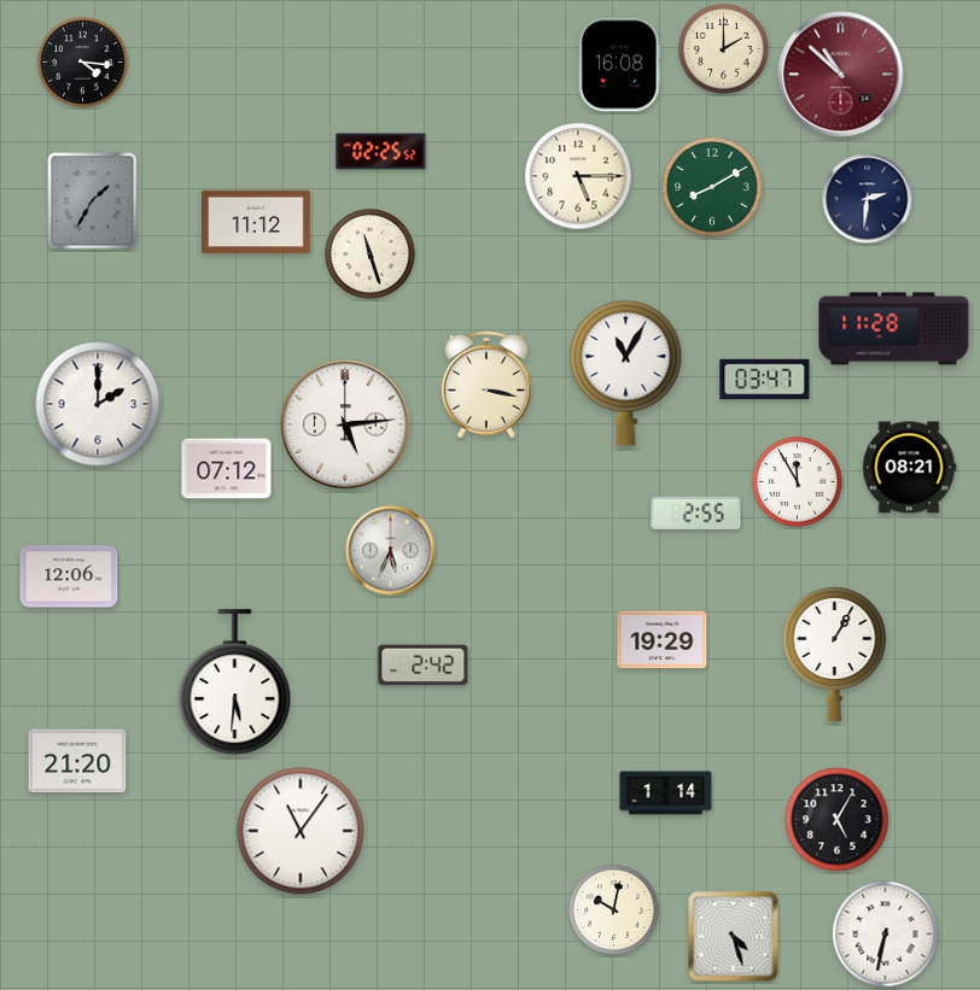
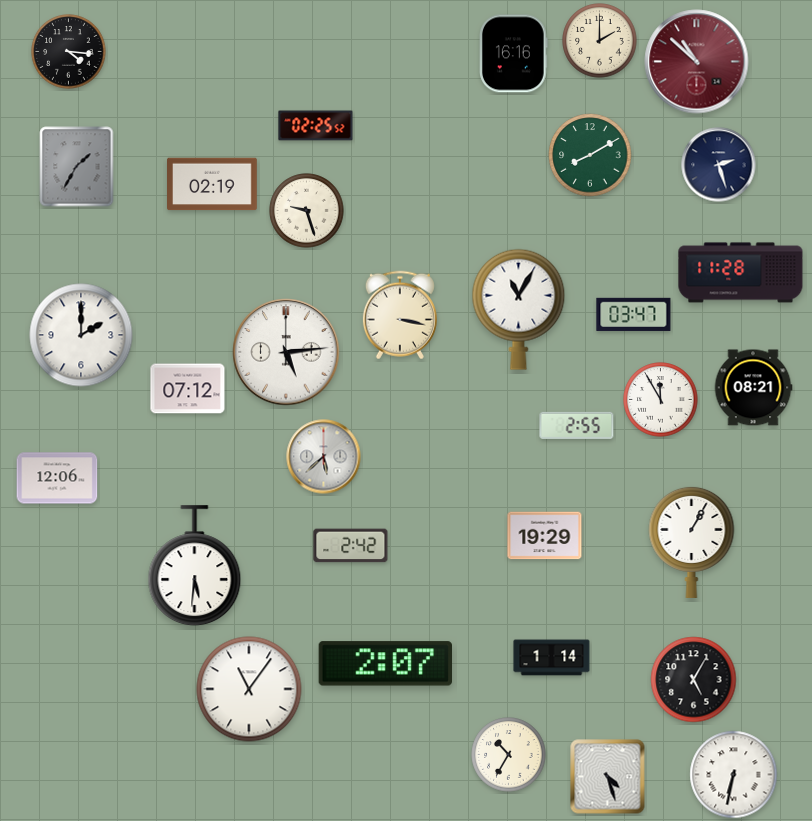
clock at (620, 65): 16:08 -> 16:16
clock at (578, 176): 5:15 -> none
clock at (868, 199): 2:31 -> 2:27
clock at (257, 222): 11:12 -> 02:19
clock at (371, 254): 11:27 -> 9:27
clock at (486, 385) position: (486, 385) -> (400, 315)
clock at (391, 551): 5:34 -> 5:38
clock at (663, 640) position: (663, 640) -> (545, 536)
clock at (424, 666) position: (424, 666) -> (351, 546)
clock at (77, 761): 21:20 -> none
clock at (385, 664): none -> 2:07
clock at (614, 910): 10:02 -> 10:35
